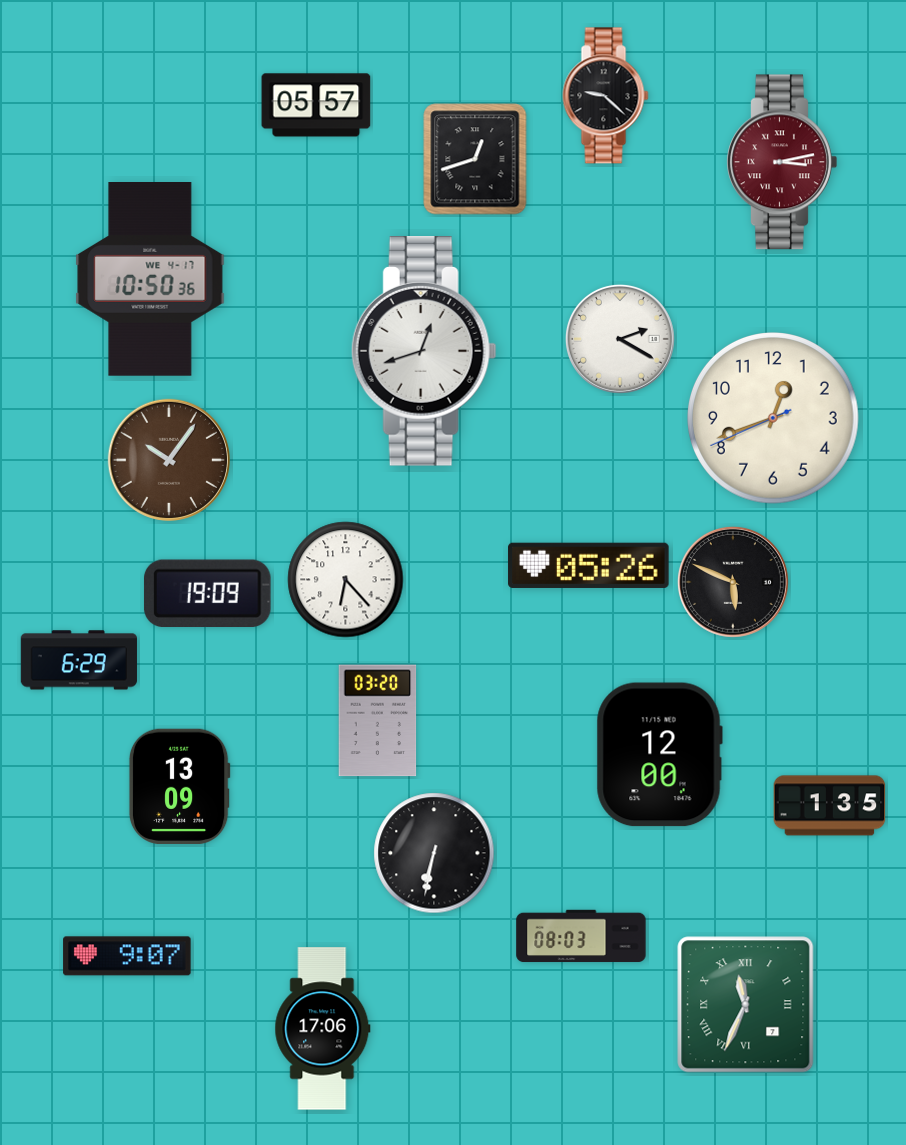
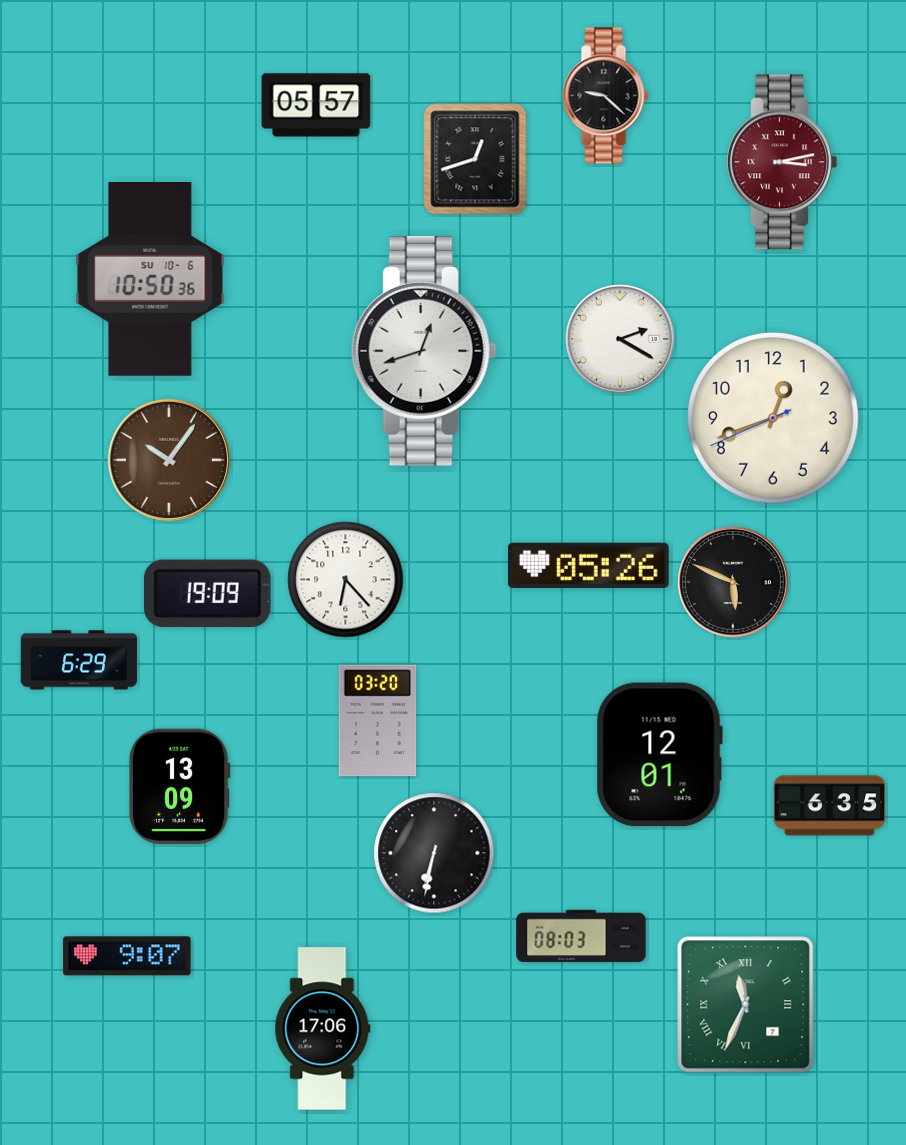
clock at (150, 280) date: WE 4-17 -> SU 10-6
clock at (659, 755): 12:00 -> 12:01
clock at (830, 806): 1:35 -> 6:35
